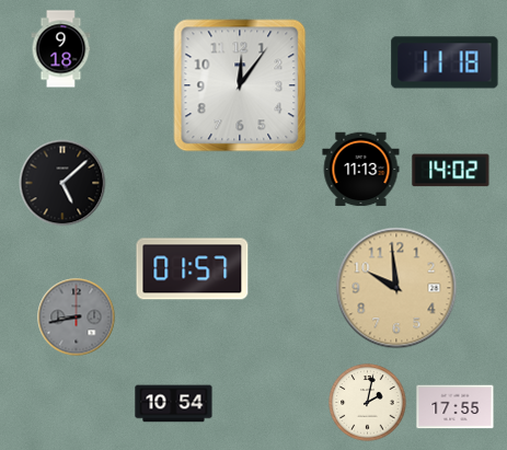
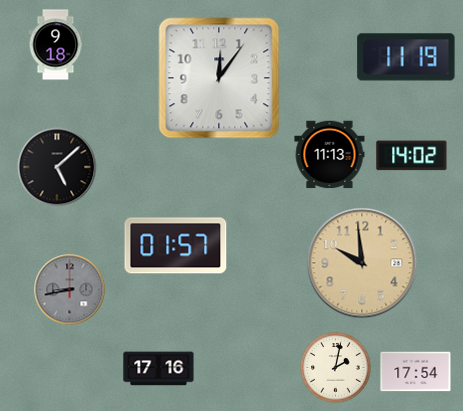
clock at (445, 62): 11:18 -> 11:19
clock at (174, 404): 10:54 -> 17:16
clock at (456, 407): 17:55 -> 17:54
